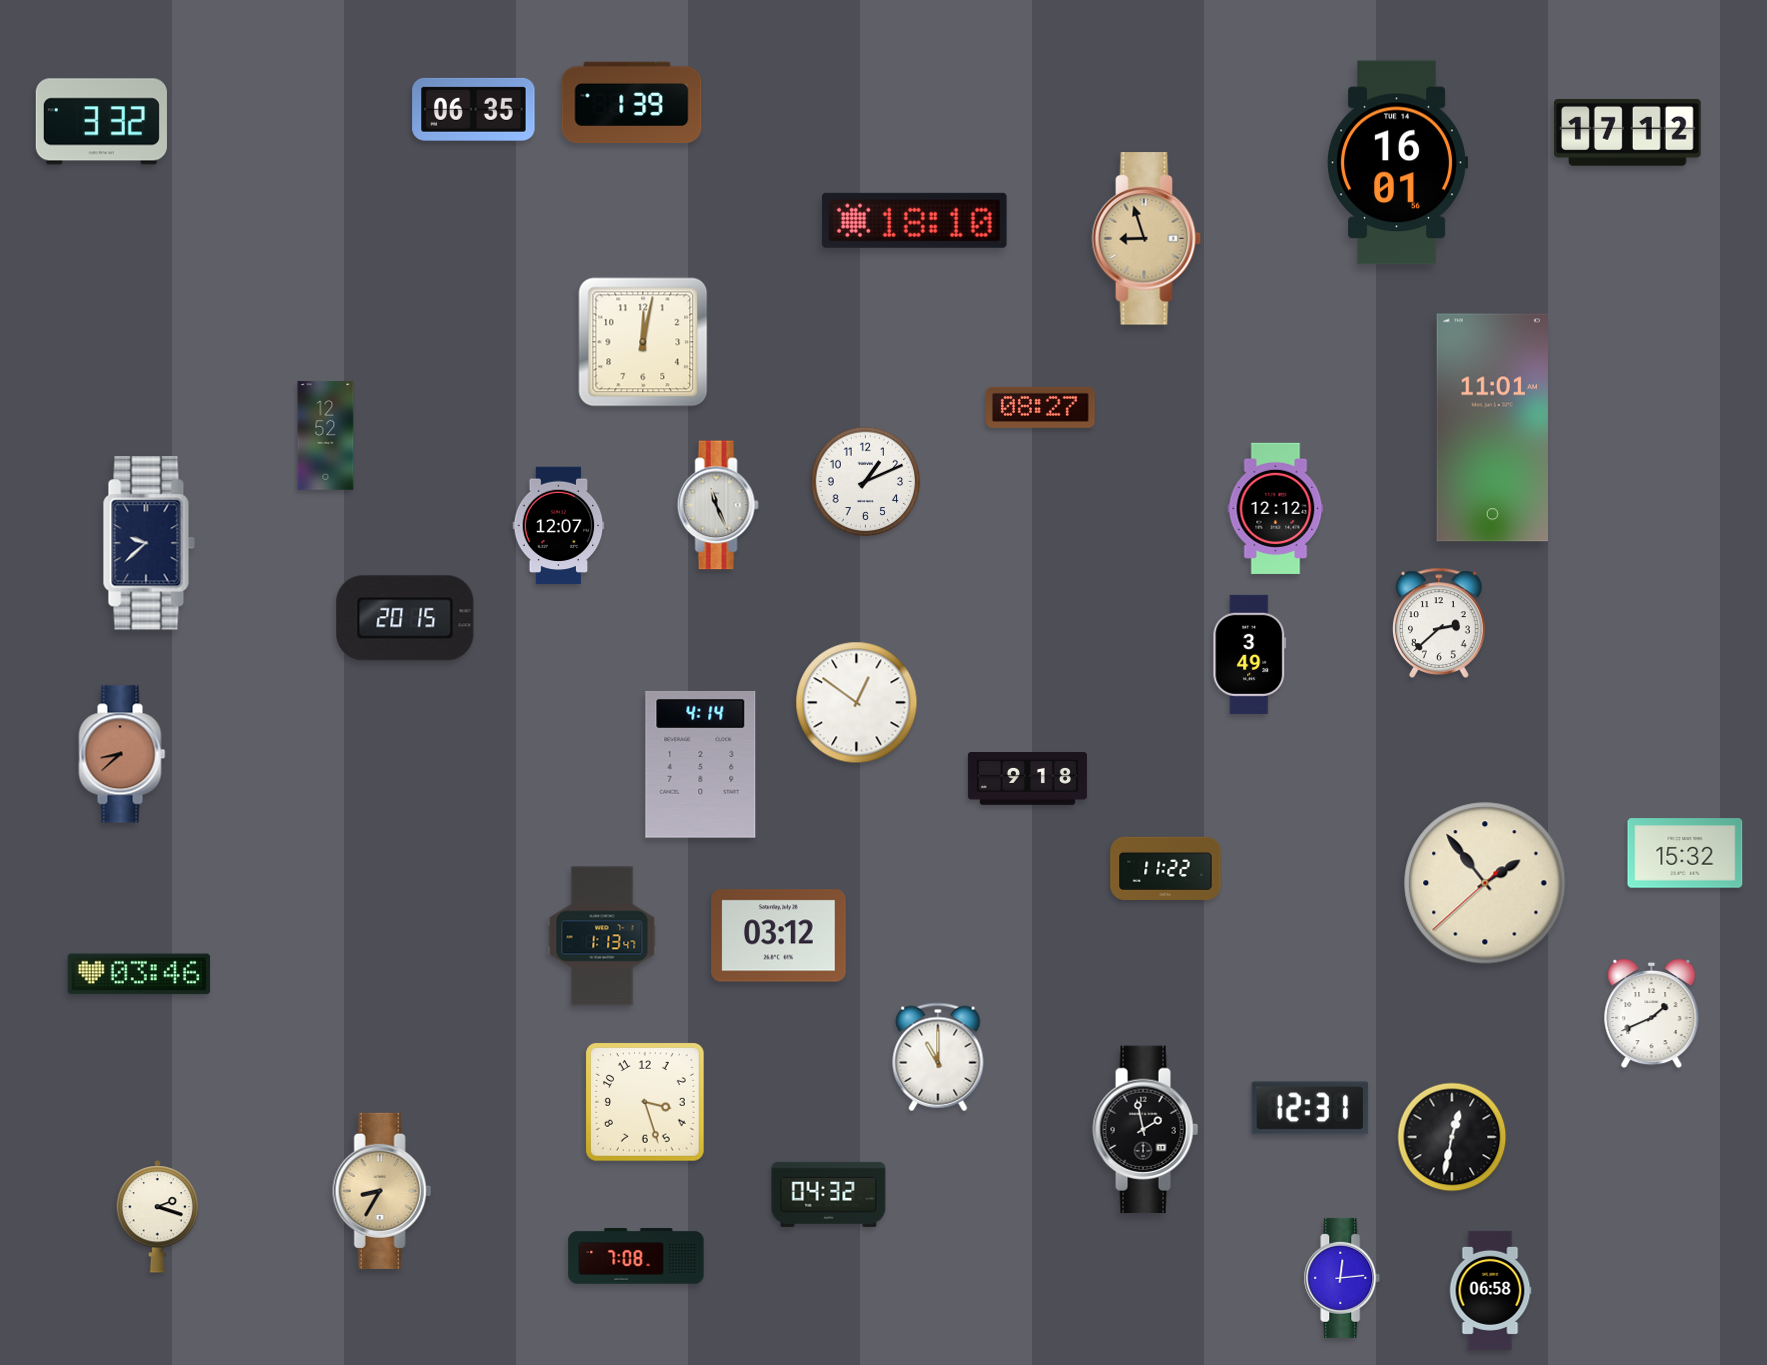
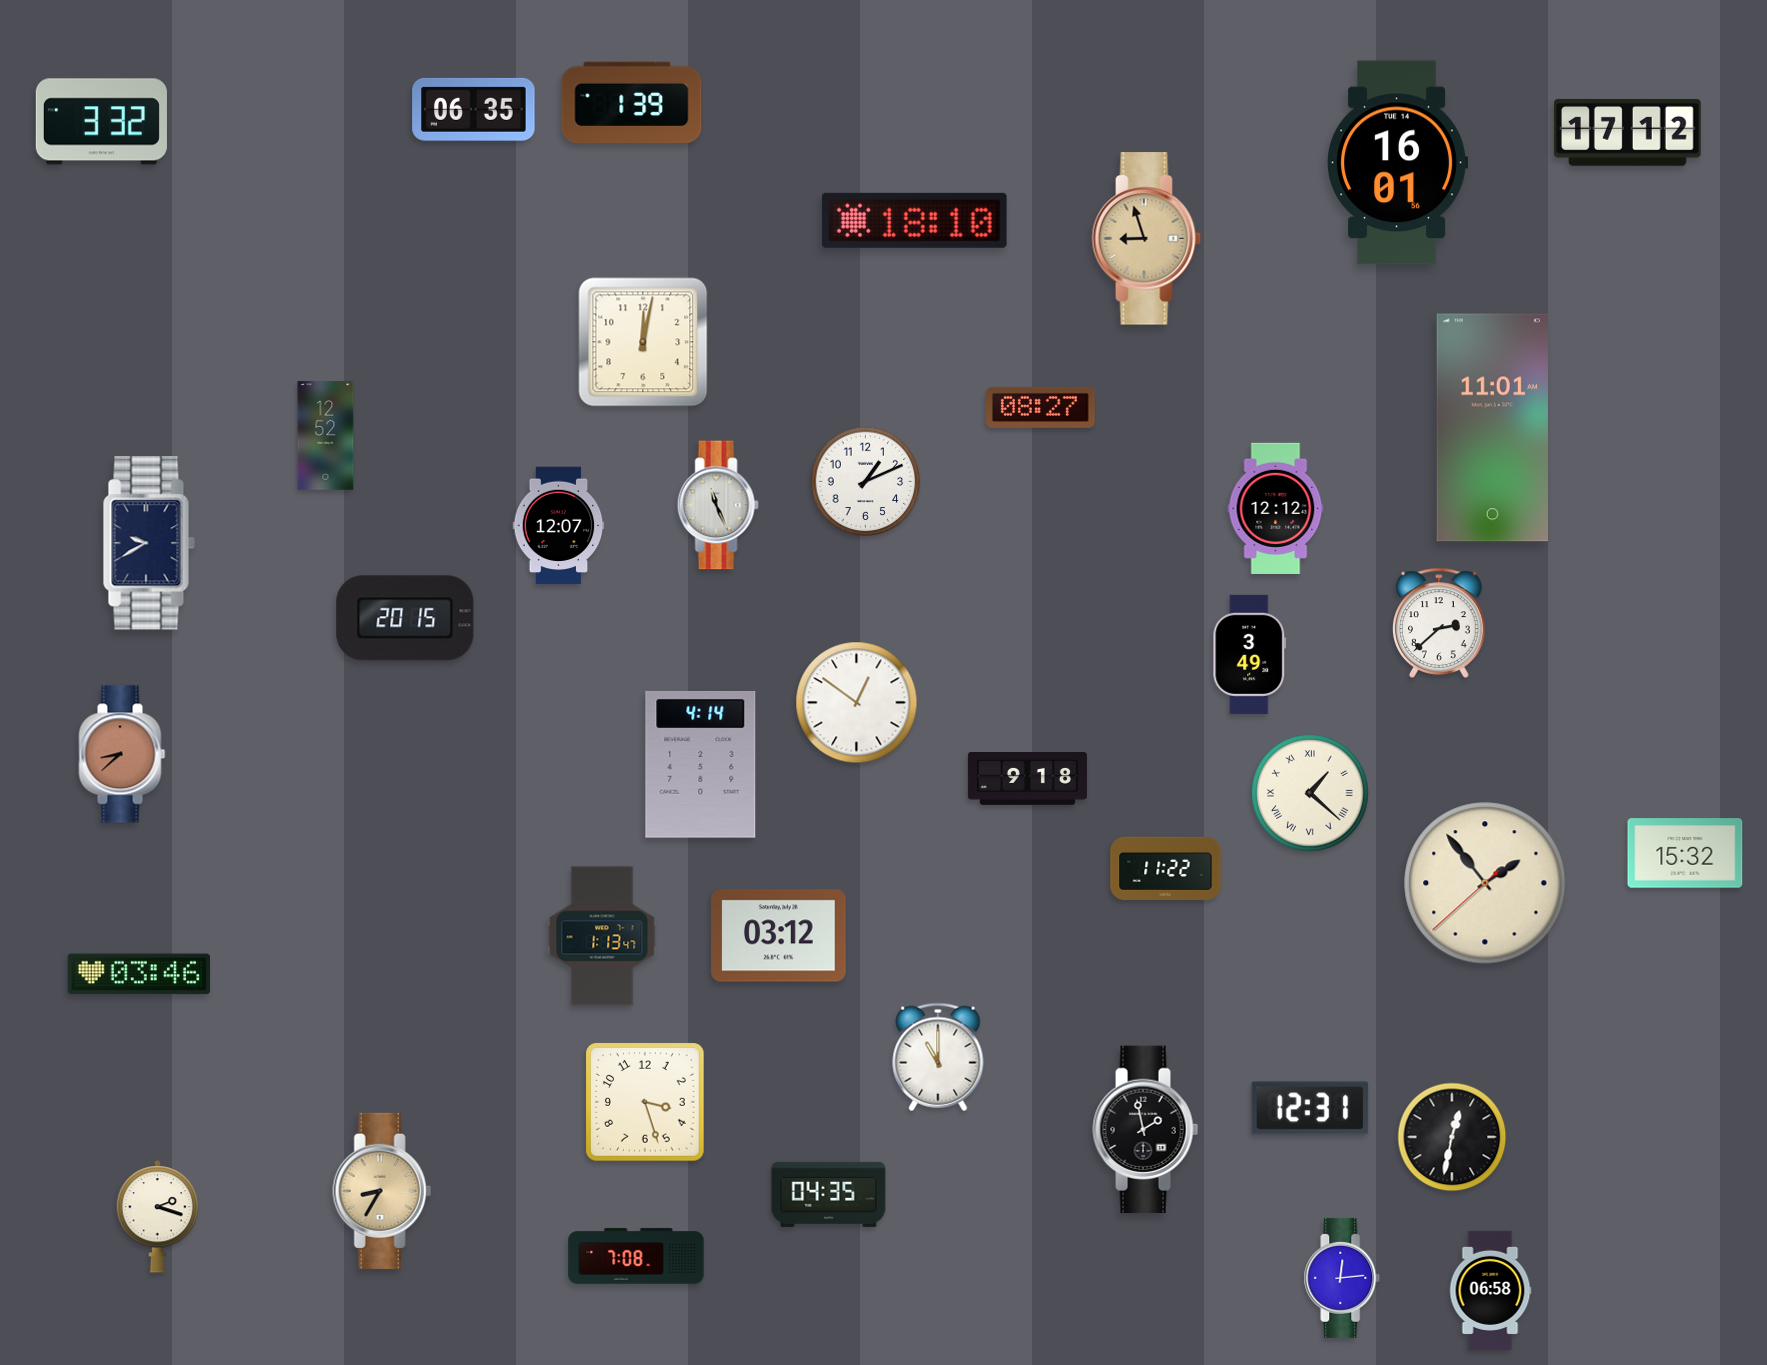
clock at (149, 543): 9:38 -> 9:40
clock at (1311, 794): none -> 1:22
clock at (1652, 1014): 1:41 -> none
clock at (829, 1194): 04:32 -> 04:35
